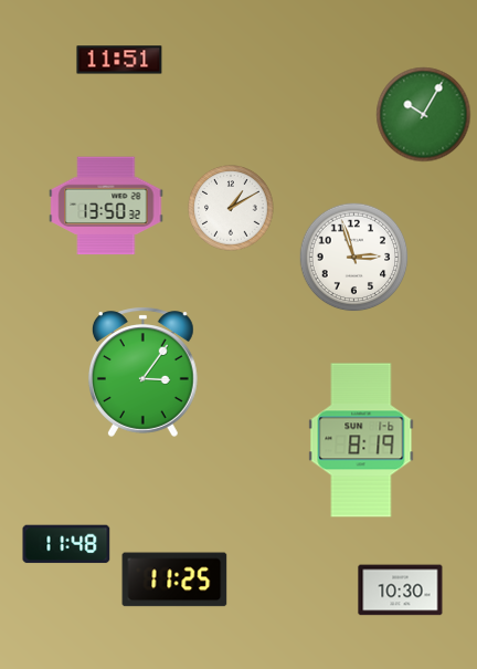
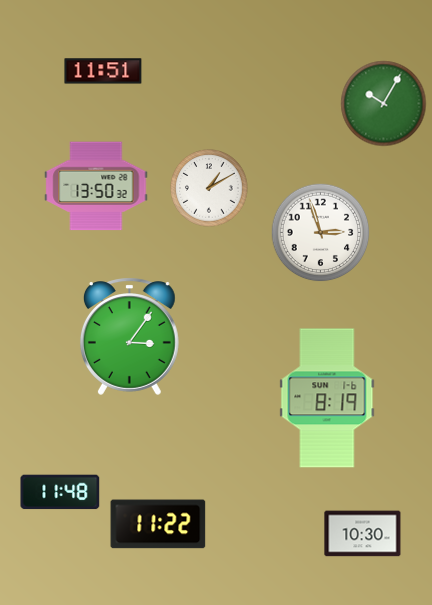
clock at (119, 60) position: (119, 60) -> (103, 71)
clock at (174, 579): 11:25 -> 11:22
